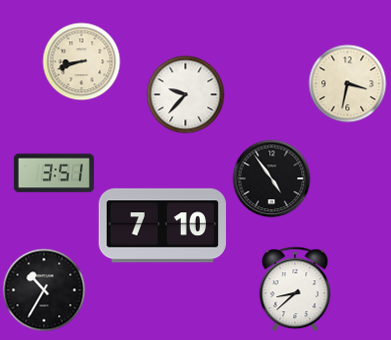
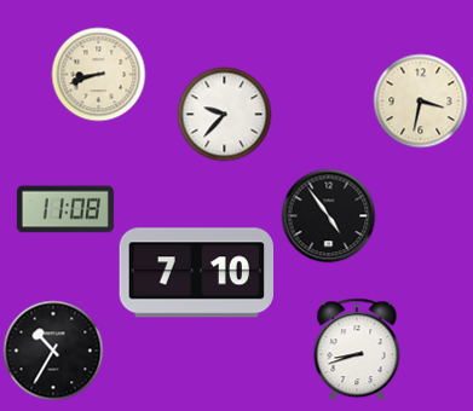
clock at (54, 173): 3:51 -> 11:08
clock at (295, 289): 8:38 -> 8:42
